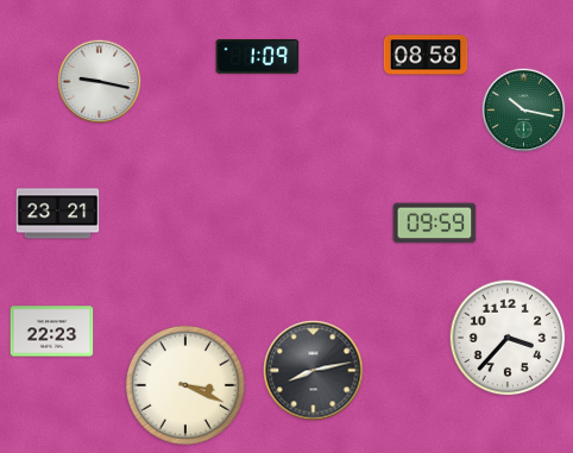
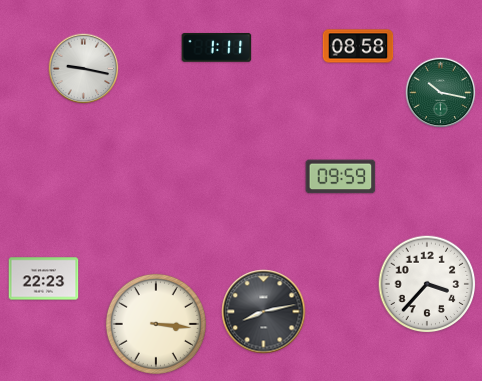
clock at (258, 57): 1:09 -> 1:11
clock at (58, 214): 23:21 -> none
clock at (435, 224) position: (435, 224) -> (341, 177)
clock at (185, 385): 3:19 -> 3:16
